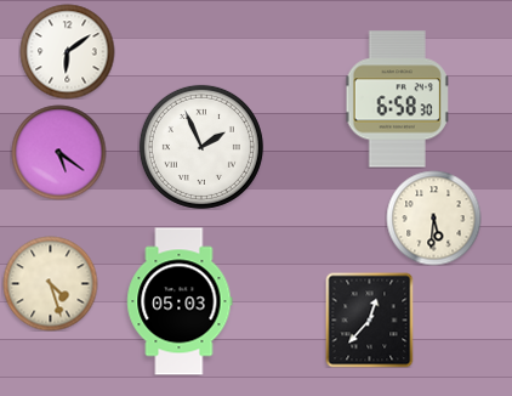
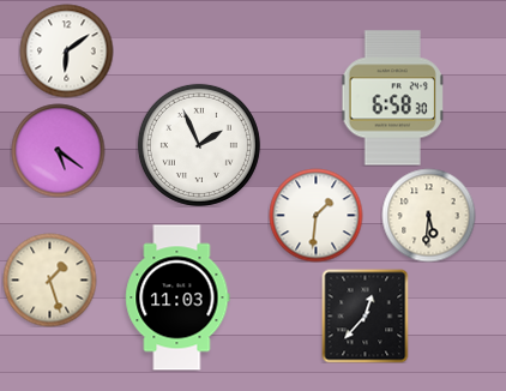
clock at (315, 215): none -> 1:31
clock at (50, 283): 4:27 -> 1:27
clock at (180, 301): 05:03 -> 11:03
